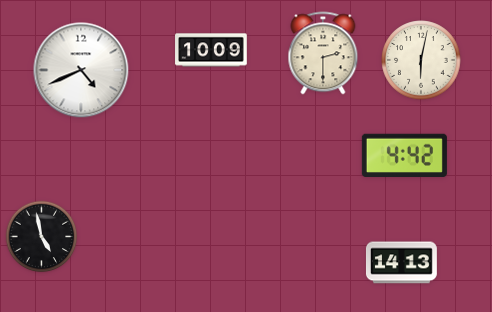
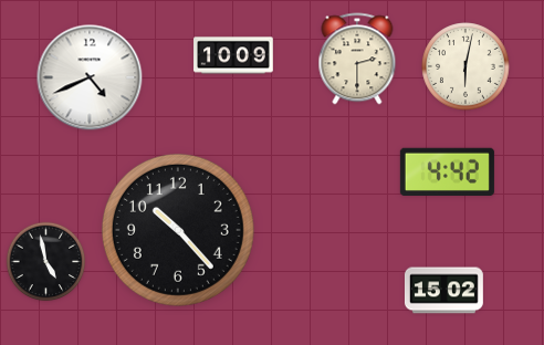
clock at (178, 230): none -> 10:23
clock at (402, 263): 14:13 -> 15:02
